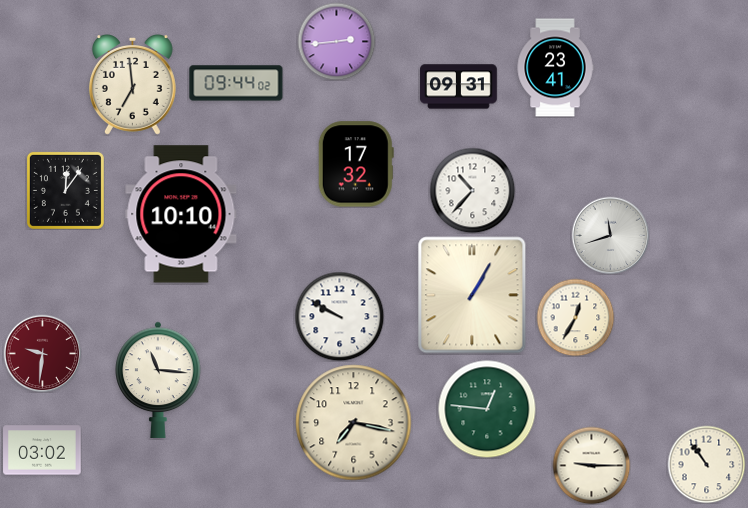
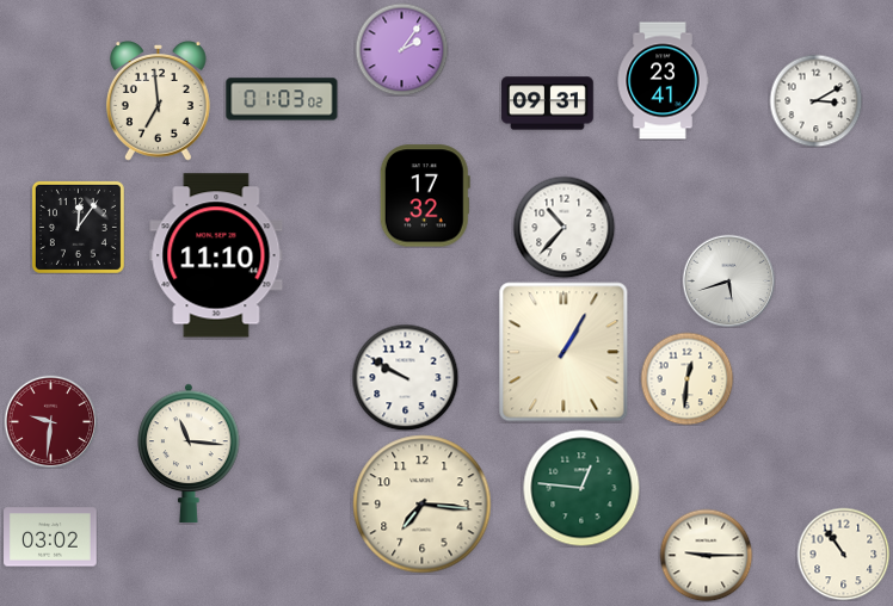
clock at (336, 41): 2:44 -> 2:06
clock at (236, 83): 09:44 -> 01:03
clock at (815, 100): none -> 3:10
clock at (181, 214): 10:10 -> 11:10
clock at (610, 235): 11:42 -> 5:42
clock at (575, 317): 12:35 -> 12:31
clock at (354, 423): 7:17 -> 7:16
